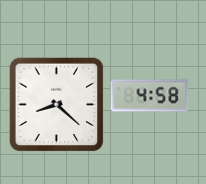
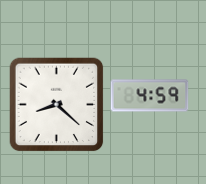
clock at (149, 96): 4:58 -> 4:59
